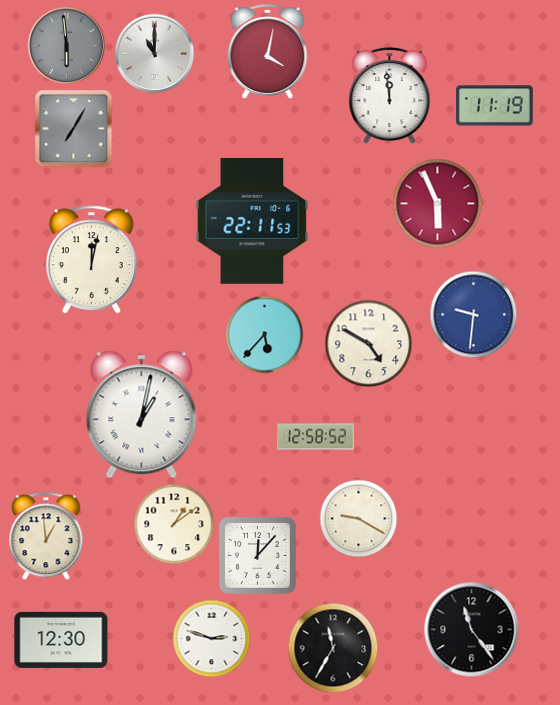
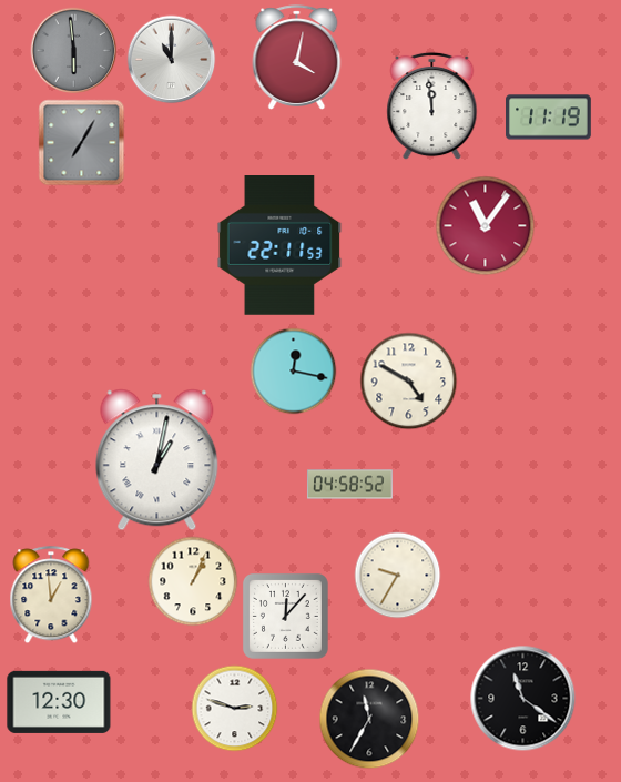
clock at (437, 203): 5:56 -> 11:06
clock at (91, 260): 12:02 -> none
clock at (473, 314): 9:31 -> none
clock at (264, 334): 5:37 -> 12:17
clock at (316, 437): 12:58 -> 04:58
clock at (358, 518): 9:20 -> 9:35
clock at (174, 524): 1:09 -> 1:04
clock at (471, 629): 11:24 -> 11:21
clock at (61, 640) position: (61, 640) -> (59, 702)
